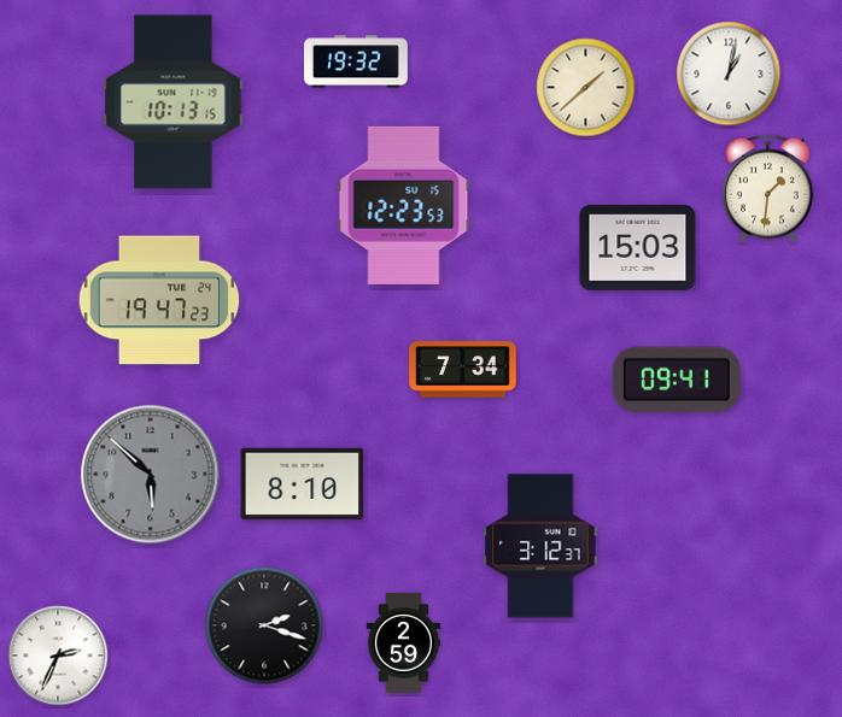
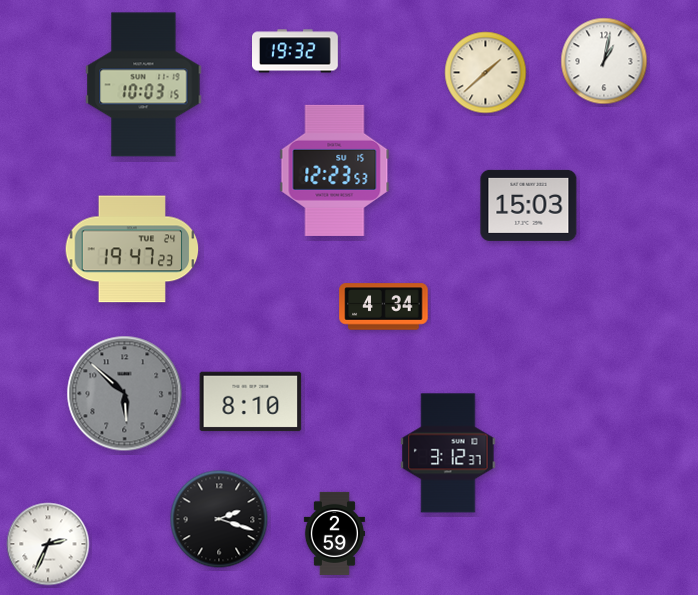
clock at (174, 102): 10:13 -> 10:03
clock at (767, 189): 1:31 -> none
clock at (463, 370): 7:34 -> 4:34
clock at (677, 380): 09:41 -> none
